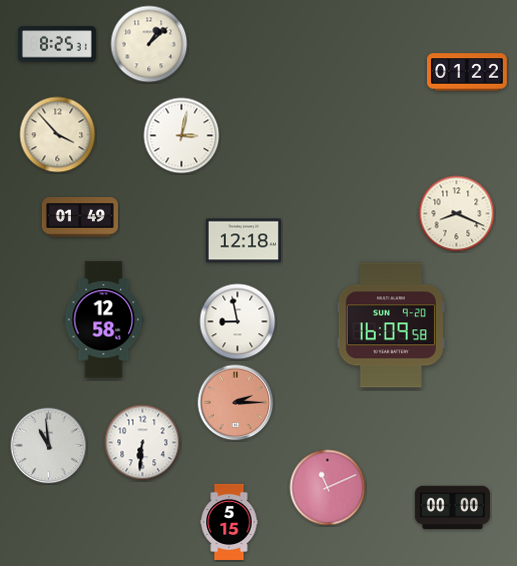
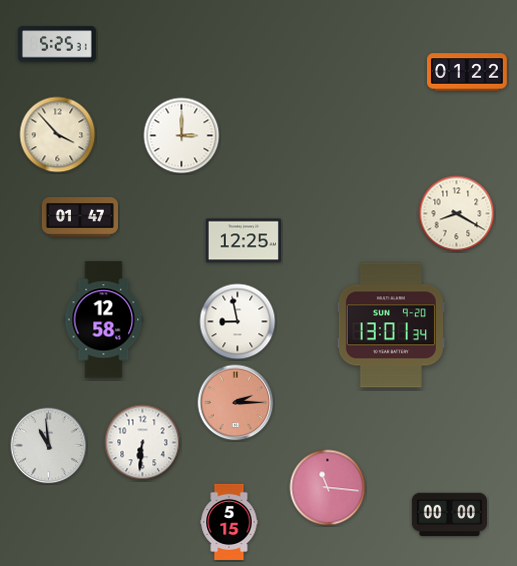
clock at (57, 44): 8:25 -> 5:25
clock at (149, 44): 1:08 -> none
clock at (182, 136): 3:02 -> 3:00
clock at (457, 214): 8:19 -> 8:20
clock at (80, 217): 01:49 -> 01:47
clock at (243, 241): 12:18 -> 12:25
clock at (391, 325): 16:09 -> 13:01
clock at (328, 488): 11:11 -> 11:16
clock at (452, 508) position: (452, 508) -> (449, 515)
